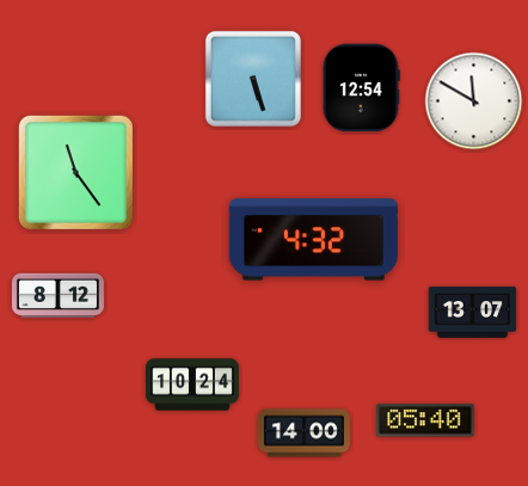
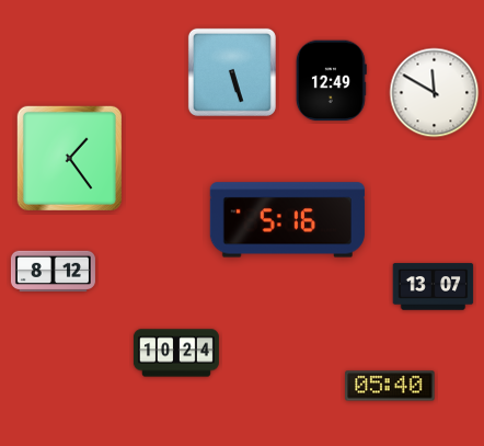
clock at (361, 88): 12:54 -> 12:49
clock at (75, 172): 11:24 -> 1:24
clock at (313, 240): 4:32 -> 5:16
clock at (303, 433): 14:00 -> none
